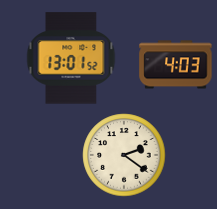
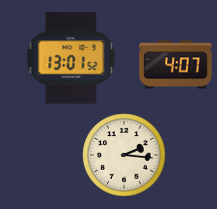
clock at (176, 65): 4:03 -> 4:07
clock at (124, 155): 2:21 -> 2:16
